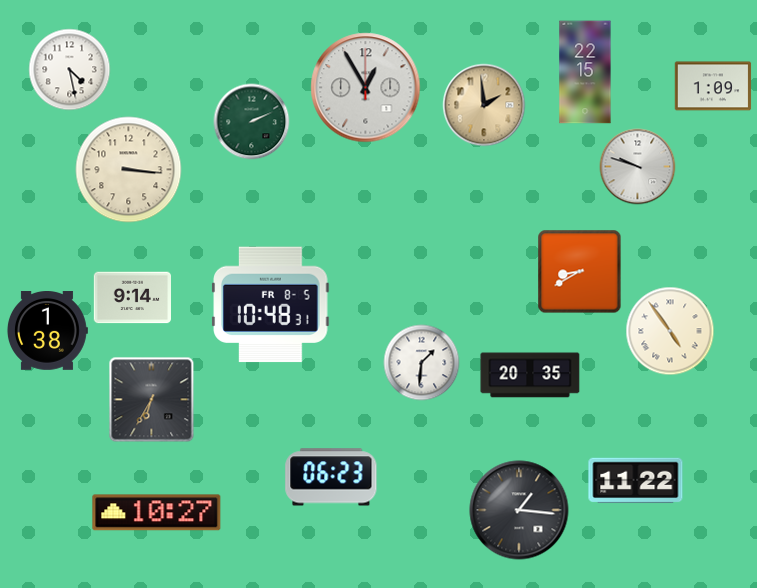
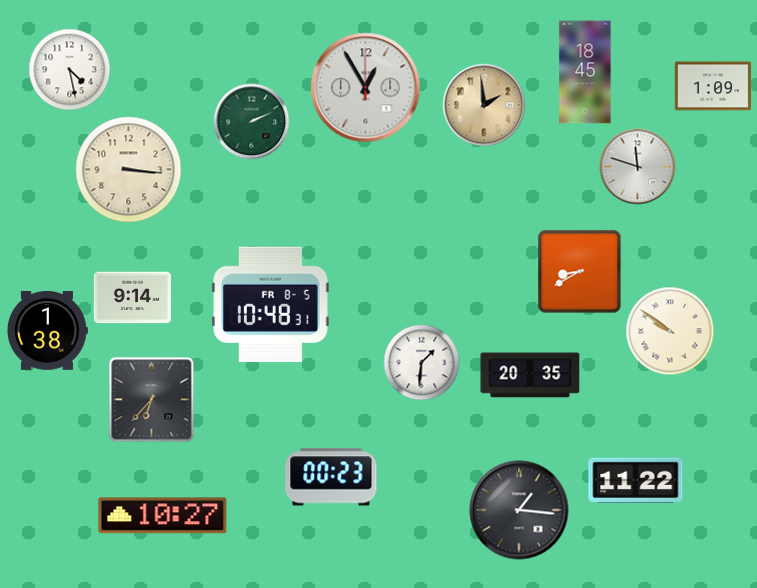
clock at (585, 72): 22:15 -> 18:45
clock at (638, 167): 9:48 -> 11:48
clock at (670, 331): 4:54 -> 9:51
clock at (152, 400): 6:35 -> 6:37
clock at (331, 477): 06:23 -> 00:23
clock at (157, 513) position: (157, 513) -> (163, 516)
